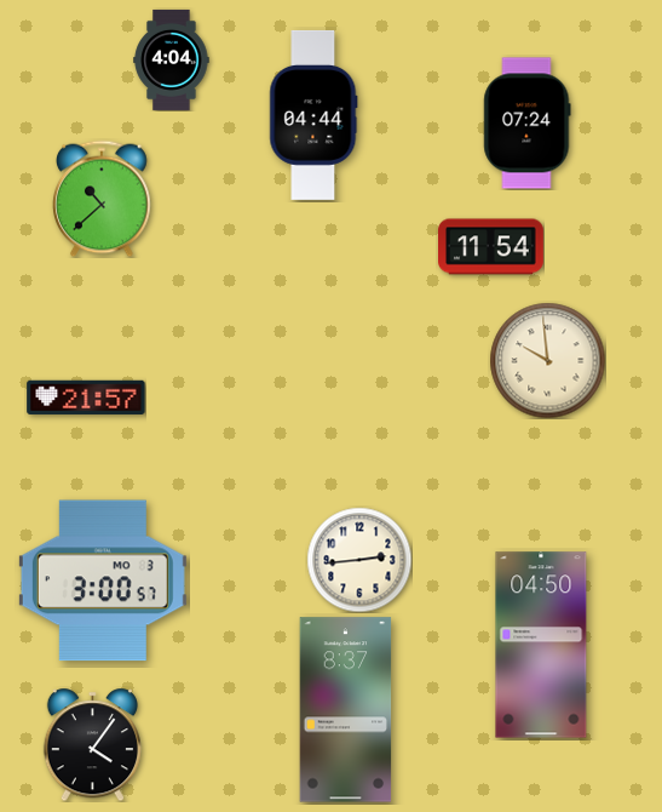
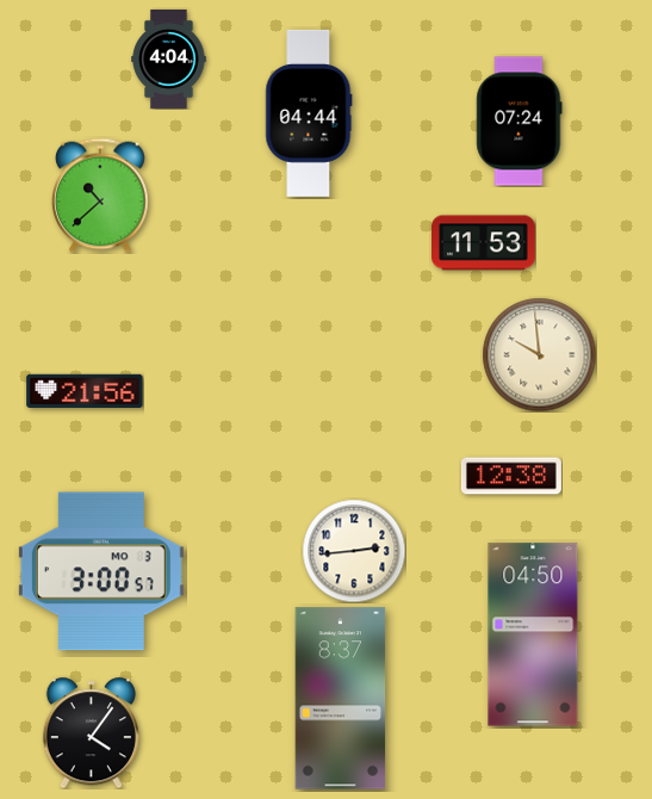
clock at (491, 247): 11:54 -> 11:53
clock at (86, 396): 21:57 -> 21:56
clock at (511, 476): none -> 12:38
